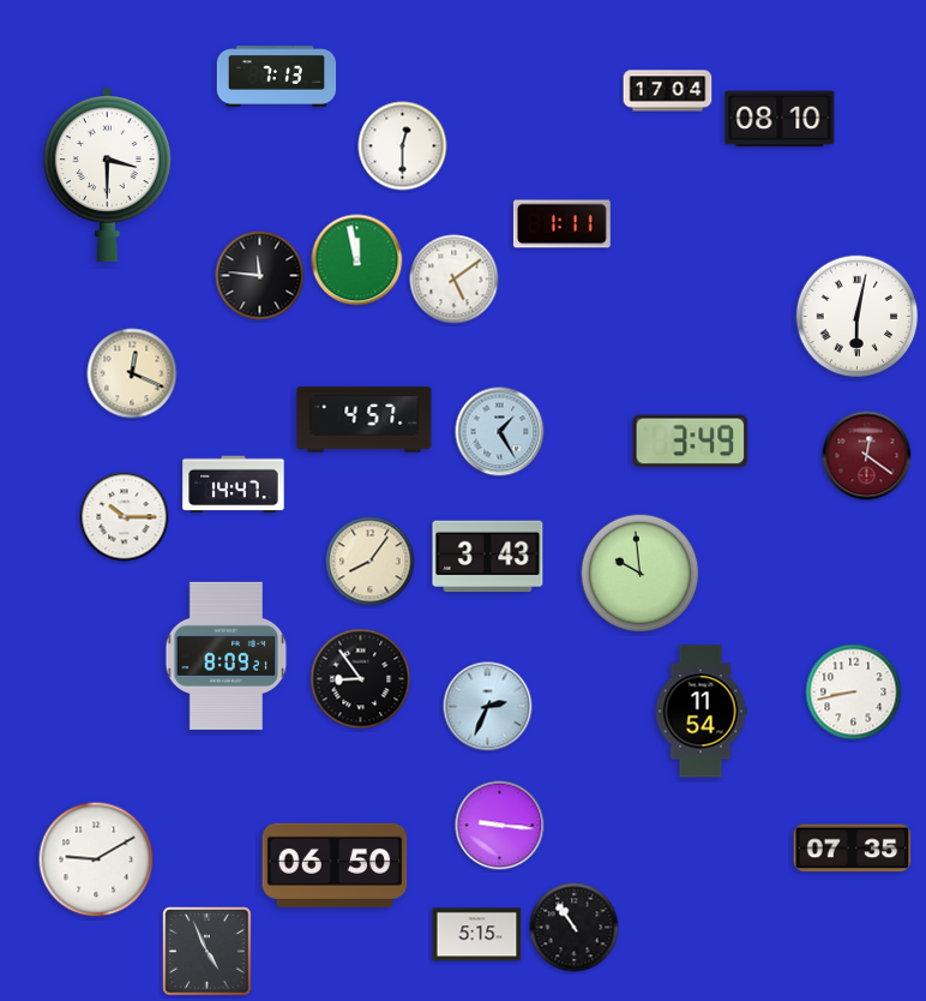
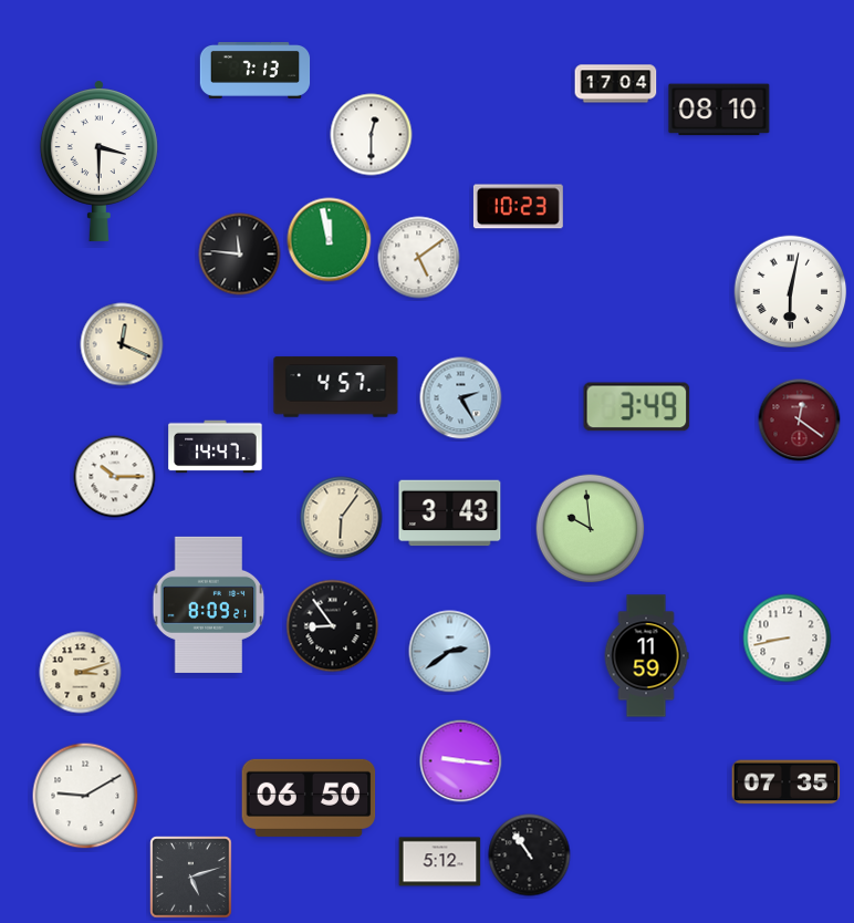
clock at (561, 224): 1:11 -> 10:23
clock at (500, 432): 1:25 -> 2:25
clock at (371, 562): 8:06 -> 6:06
clock at (488, 707): 2:34 -> 2:39
clock at (700, 712): 11:54 -> 11:59
clock at (81, 673): none -> 3:12
clock at (96, 859) position: (96, 859) -> (85, 796)
clock at (477, 935): 5:15 -> 5:12
clock at (208, 952): 4:56 -> 5:12
